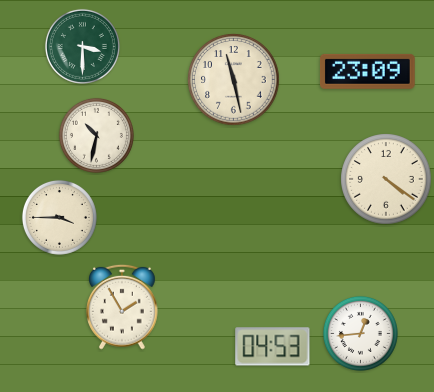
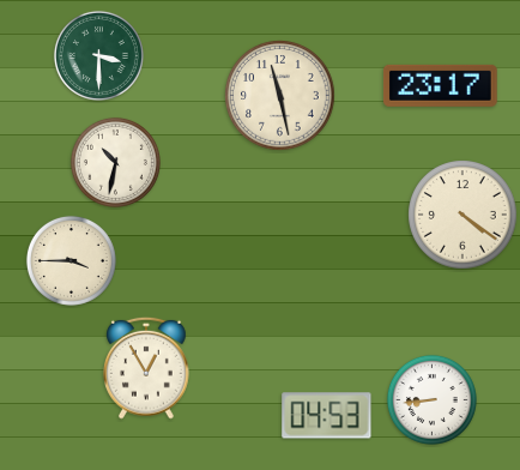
clock at (367, 71): 23:09 -> 23:17
clock at (123, 307): 1:55 -> 12:55
clock at (360, 333): 12:44 -> 8:44
